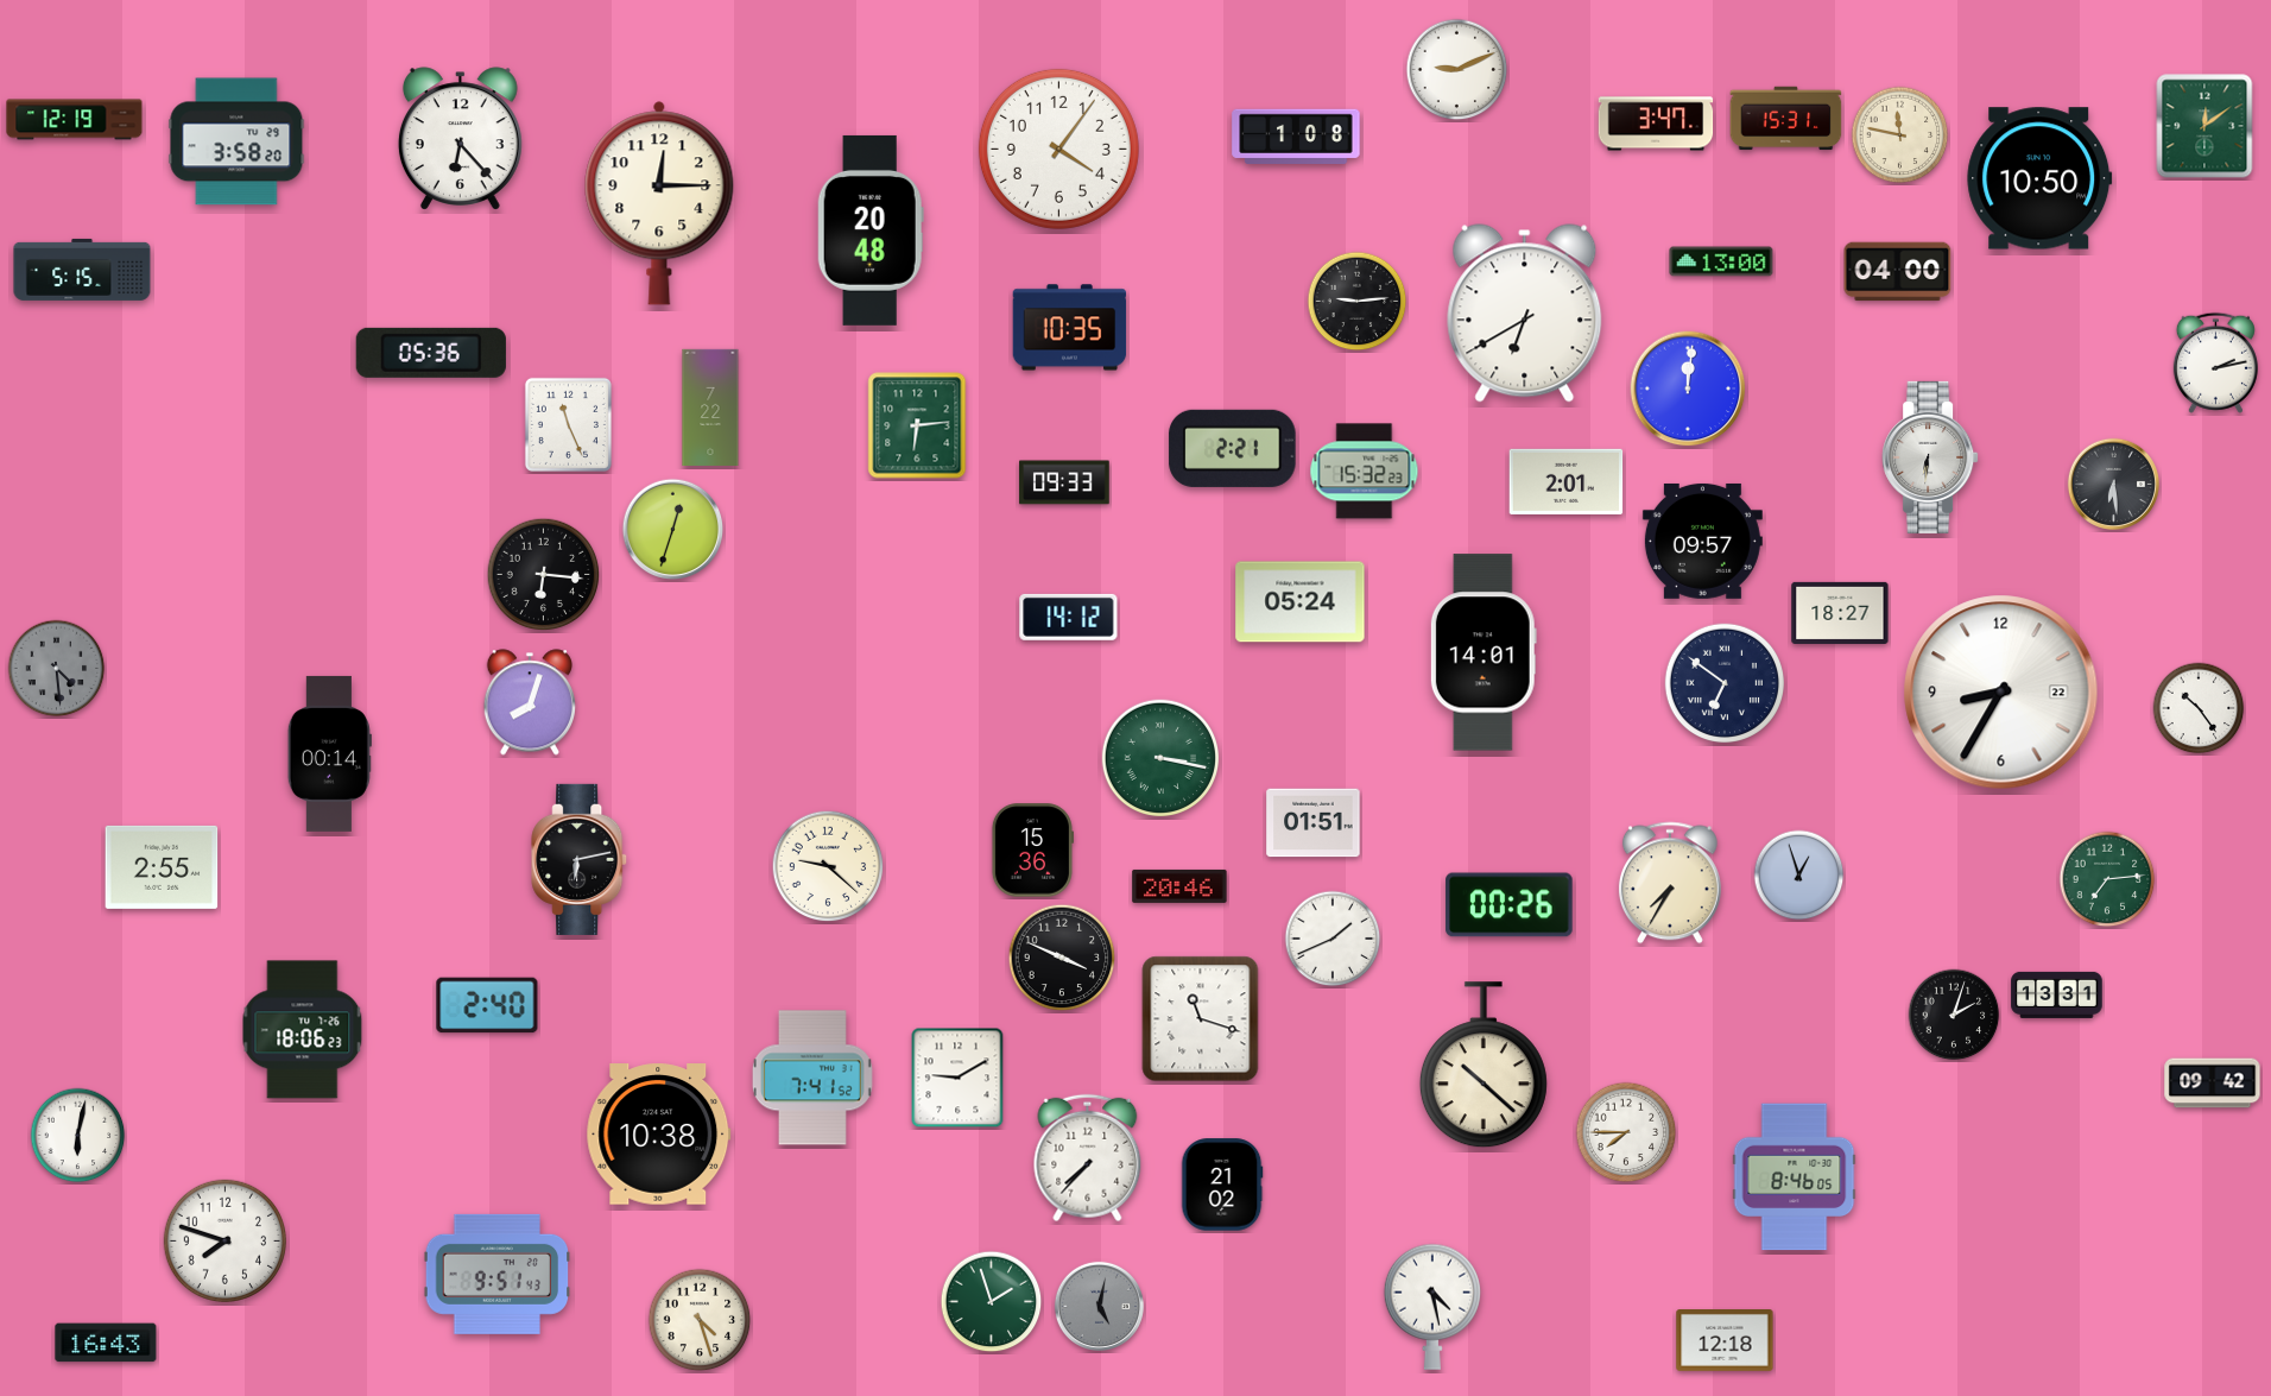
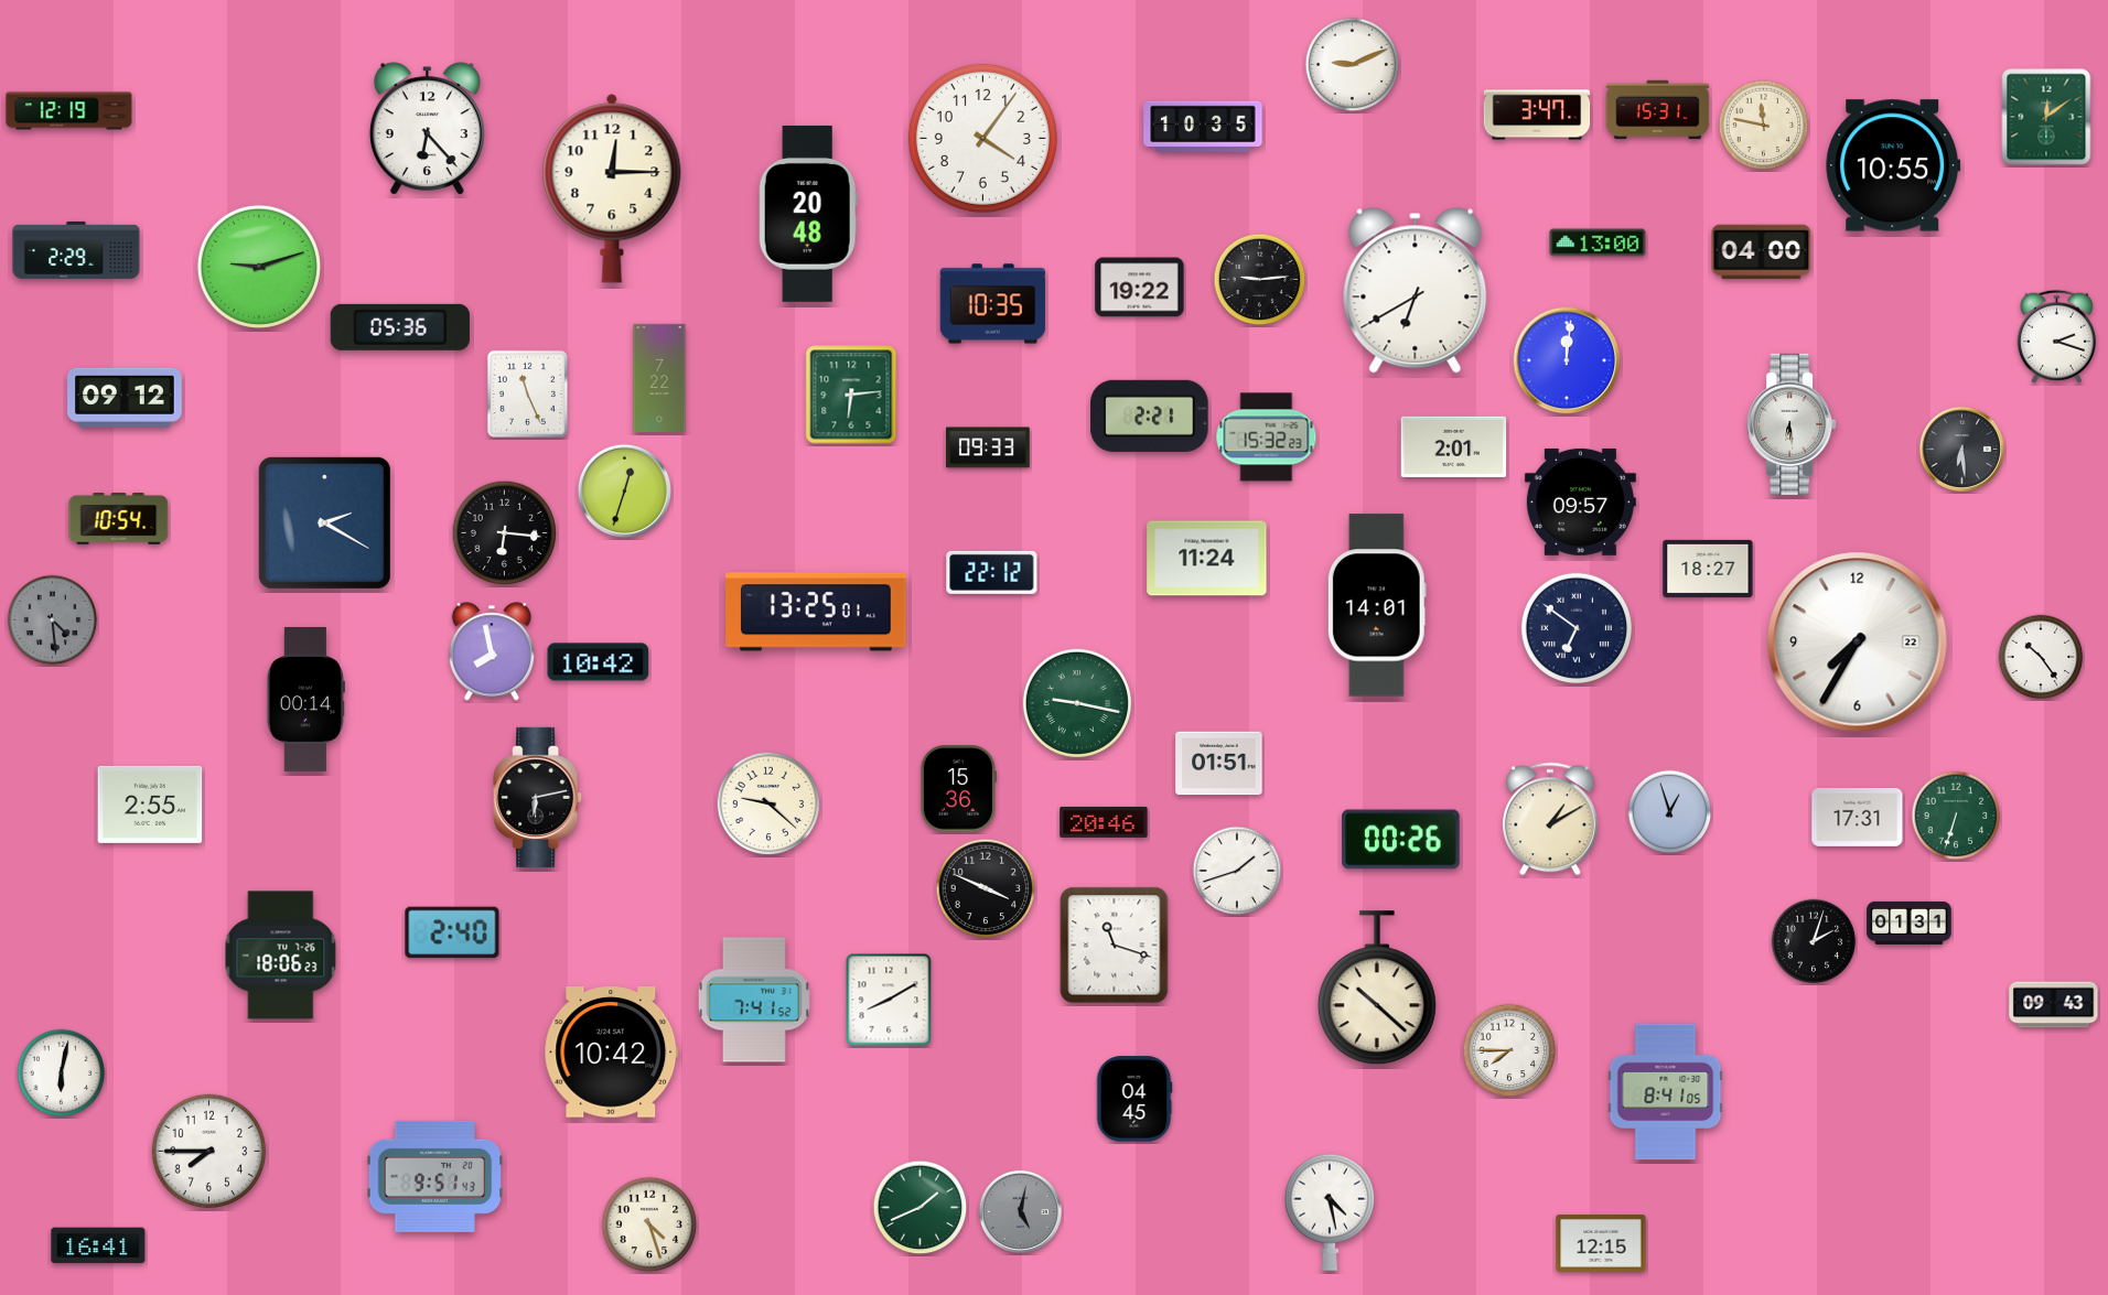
clock at (1296, 135): 1:08 -> 10:35
clock at (236, 141): 3:58 -> none
clock at (2039, 178): 10:50 -> 10:55
clock at (82, 270): 5:15 -> 2:29
clock at (259, 267): none -> 9:12
clock at (1140, 288): none -> 19:22
clock at (2215, 362): 2:13 -> 2:18
clock at (126, 398): none -> 09:12
clock at (1233, 448) position: (1233, 448) -> (1150, 416)
clock at (1930, 457): 6:31 -> 6:29
clock at (119, 519): none -> 10:54
clock at (324, 522): none -> 2:20
clock at (1301, 602): 05:24 -> 11:24
clock at (1069, 617): 14:12 -> 22:12
clock at (816, 612): none -> 13:25
clock at (1725, 683) position: (1725, 683) -> (1577, 628)
clock at (2001, 693): 8:35 -> 7:35
clock at (529, 702): 8:03 -> 7:58
clock at (599, 662): none -> 10:42
clock at (1160, 758): 3:17 -> 9:17
clock at (2107, 879): 7:14 -> 6:33
clock at (1858, 817): none -> 17:31
clock at (1670, 883): 7:35 -> 1:10
clock at (1179, 886) position: (1179, 886) -> (1104, 822)
clock at (1333, 939): 1:41 -> 1:42
clock at (2057, 994): 13:31 -> 01:31
clock at (957, 1078): 9:10 -> 8:10
clock at (2213, 1084): 09:42 -> 09:43
clock at (659, 1135): 10:38 -> 10:42
clock at (78, 1136) position: (78, 1136) -> (62, 1073)
clock at (1088, 1158): 7:37 -> none
clock at (1795, 1177): 8:46 -> 8:41
clock at (1222, 1185): 21:02 -> 04:45
clock at (224, 1240): 7:48 -> 7:45
clock at (498, 1274) position: (498, 1274) -> (435, 1176)
clock at (992, 1302): 1:57 -> 1:41
clock at (1725, 1341): 12:18 -> 12:15
clock at (106, 1343): 16:43 -> 16:41
